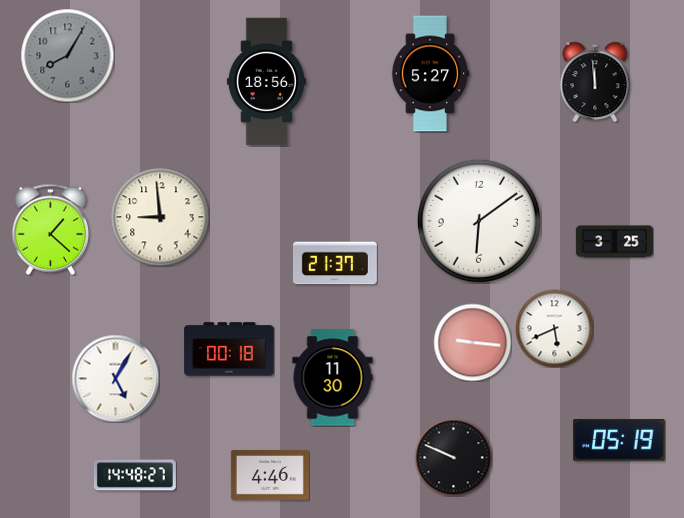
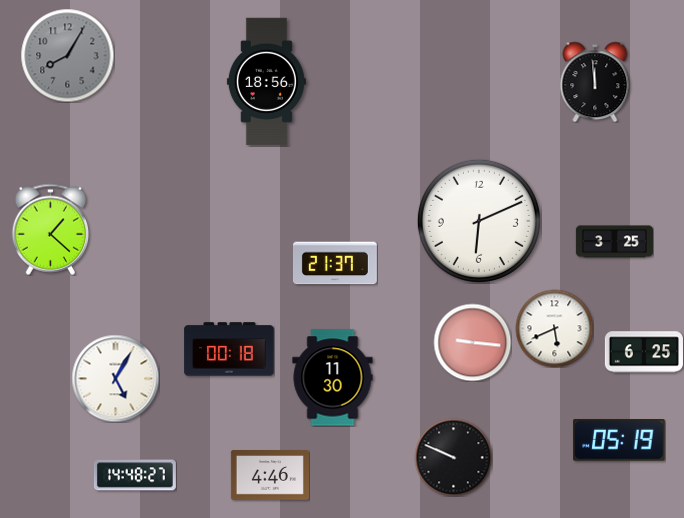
clock at (430, 74): 5:27 -> none
clock at (160, 217): 8:59 -> none
clock at (479, 221): 6:09 -> 6:11
clock at (644, 352): none -> 6:25
